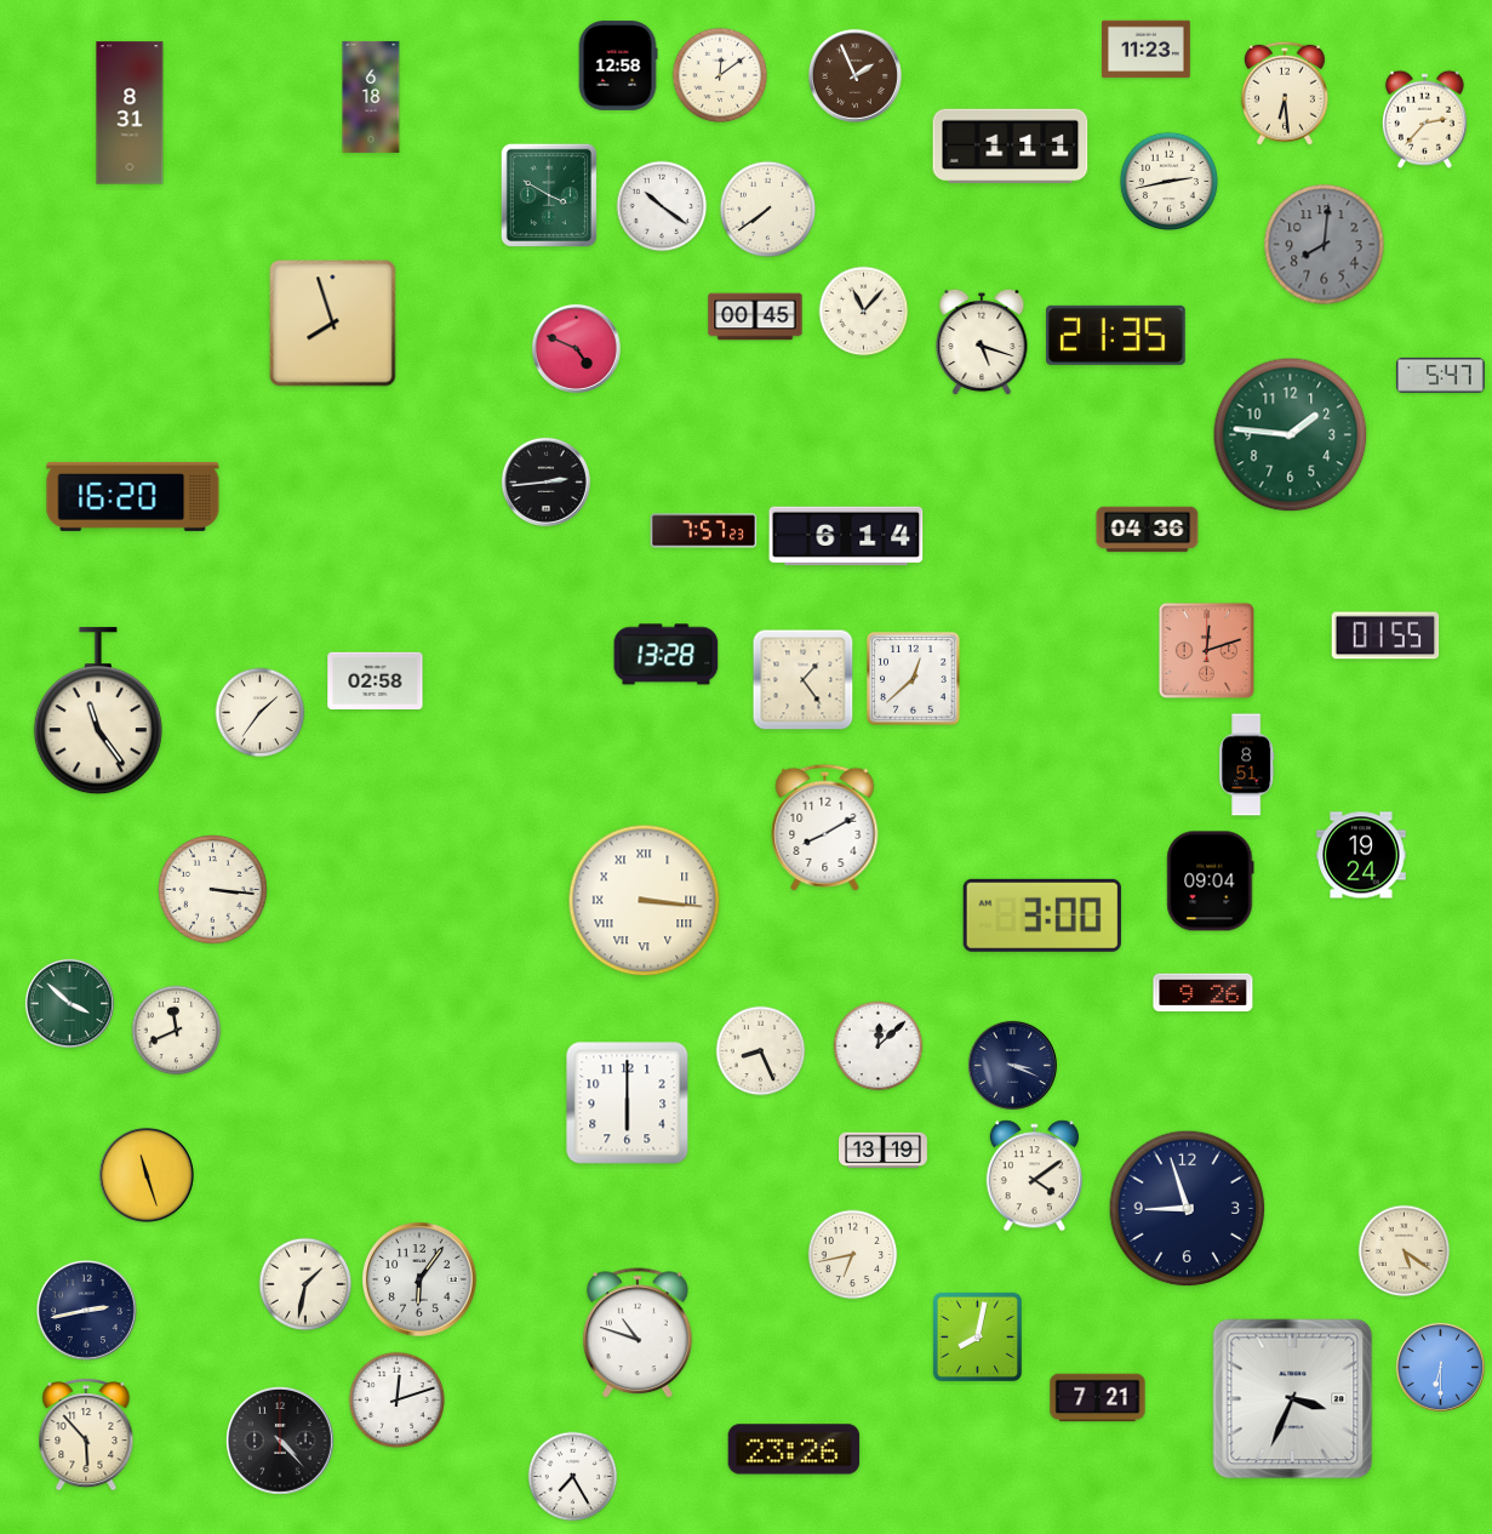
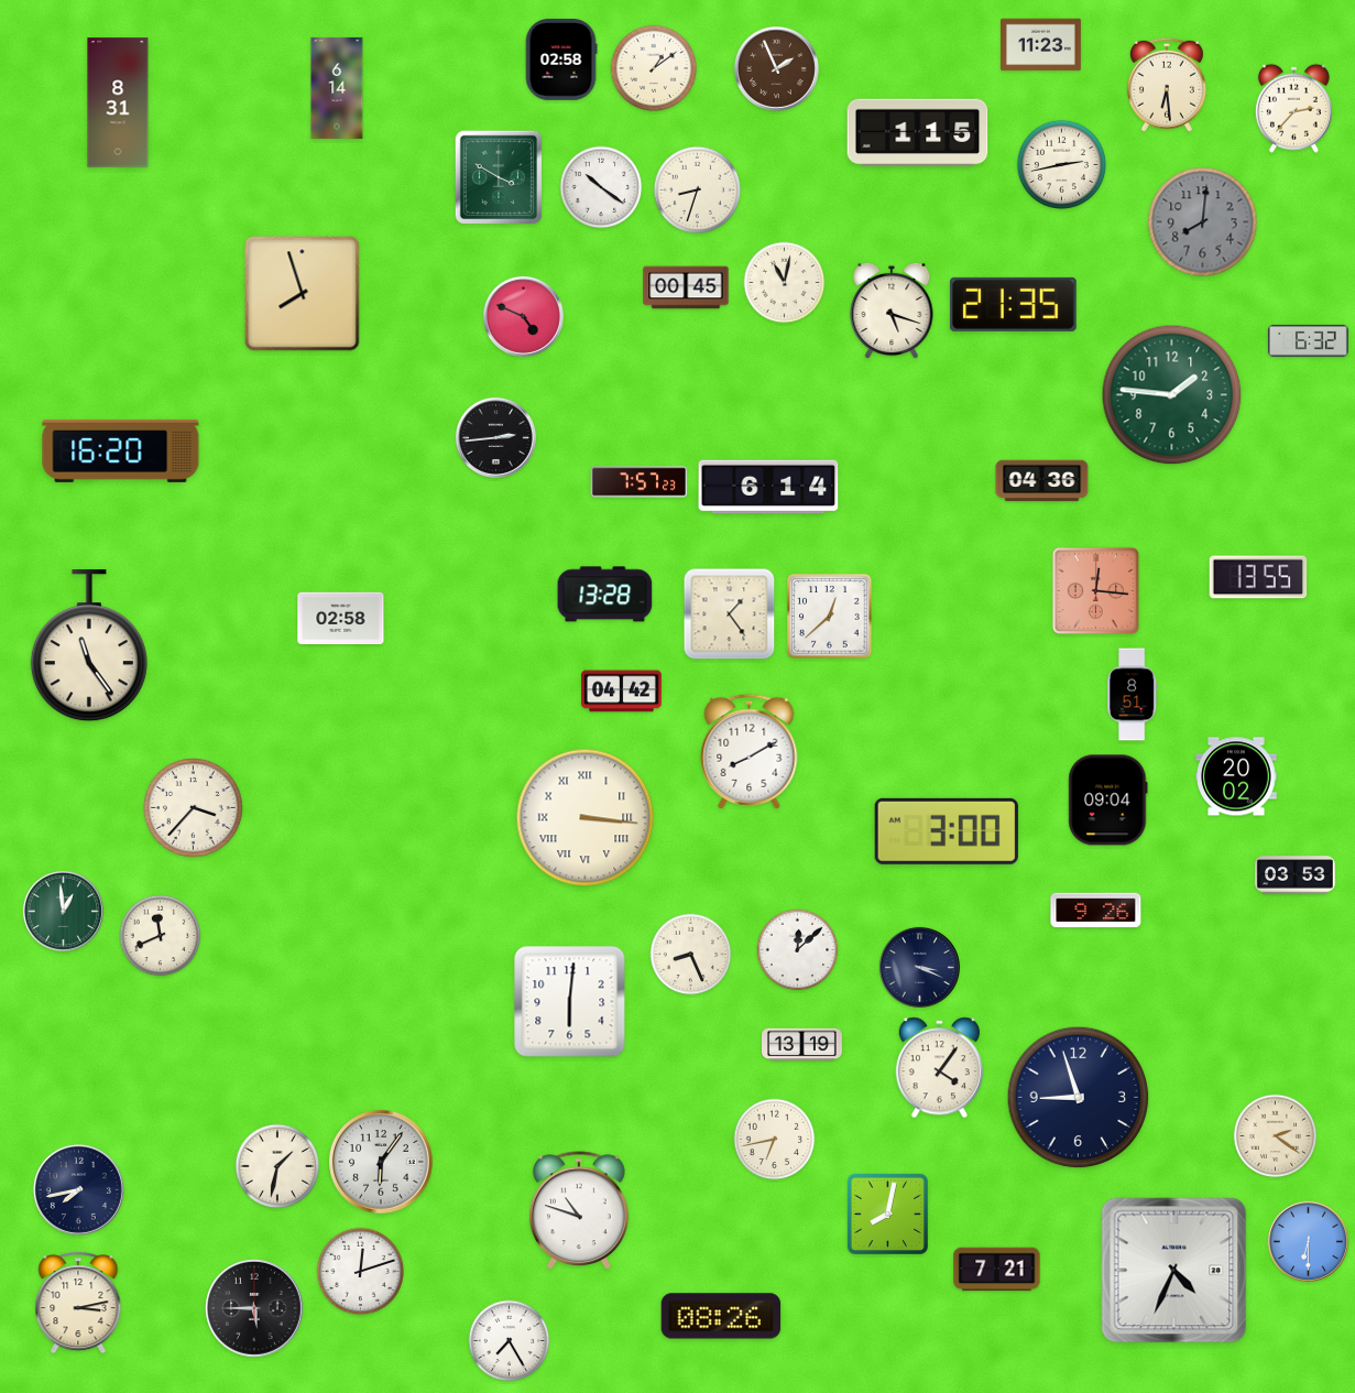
clock at (618, 65): 12:58 -> 02:58
clock at (720, 75): 12:09 -> 1:09
clock at (371, 97): 6:18 -> 6:14
clock at (1011, 147): 1:11 -> 1:15
clock at (768, 210): 7:39 -> 8:33
clock at (864, 312): 11:07 -> 11:02
clock at (1440, 375): 5:47 -> 6:32
clock at (1385, 635): 01:55 -> 13:55
clock at (1206, 650): 12:12 -> 12:16
clock at (804, 680) position: (804, 680) -> (730, 614)
clock at (261, 713): 1:36 -> none
clock at (622, 692): none -> 04:42
clock at (1361, 855): 19:24 -> 20:02
clock at (1211, 882) position: (1211, 882) -> (1108, 801)
clock at (213, 890): 3:16 -> 3:37
clock at (1296, 875): none -> 03:53
clock at (1204, 993) position: (1204, 993) -> (1096, 911)
clock at (69, 1003): 3:52 -> 12:59
clock at (628, 1104): 6:00 -> 6:01
clock at (147, 1175): 11:27 -> none
clock at (1034, 1176): 4:09 -> 4:06
clock at (1405, 1251): 5:21 -> 2:21
clock at (86, 1310): 2:43 -> 7:43
clock at (1293, 1399): 3:34 -> 4:34
clock at (86, 1435): 5:53 -> 3:13
clock at (281, 1442): 4:23 -> 5:45
clock at (794, 1449): 23:26 -> 08:26
clock at (573, 1477) position: (573, 1477) -> (510, 1341)
